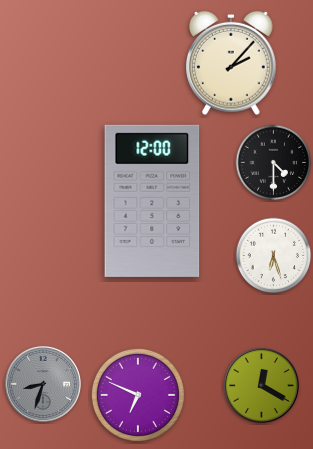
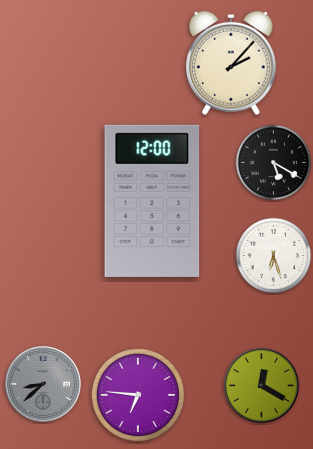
clock at (274, 163): 4:30 -> 5:20
clock at (43, 384): 8:33 -> 8:38
clock at (138, 395): 6:49 -> 6:46
